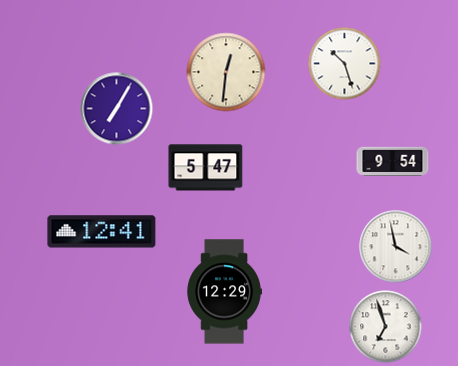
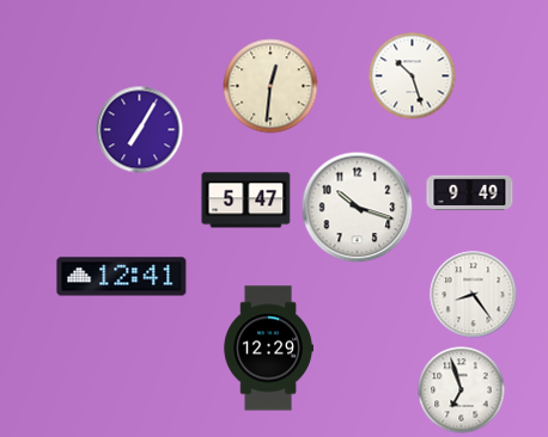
clock at (393, 162): 9:54 -> 9:49
clock at (358, 208): none -> 10:18
clock at (396, 247): 3:58 -> 8:24
